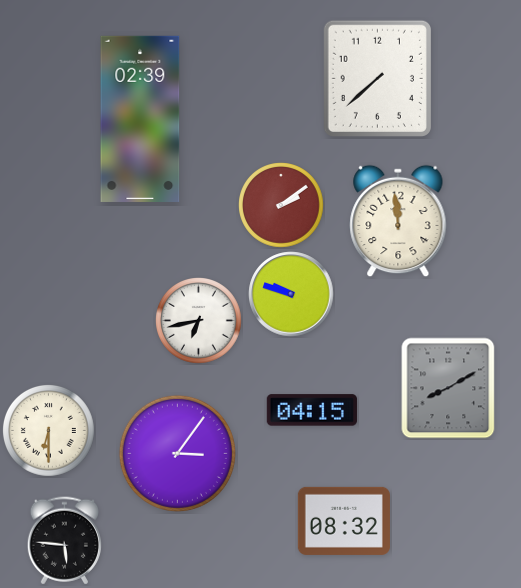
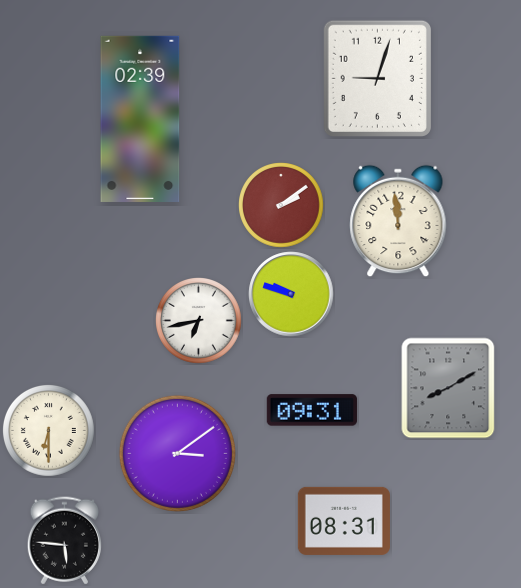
clock at (377, 78): 7:38 -> 9:03
clock at (312, 410): 04:15 -> 09:31
clock at (177, 453): 3:06 -> 3:09
clock at (344, 521): 08:32 -> 08:31
